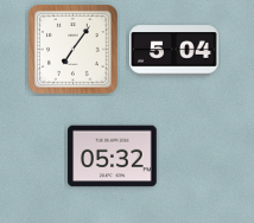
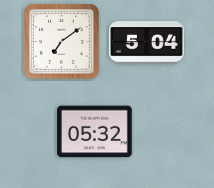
clock at (74, 50): 7:06 -> 7:09
